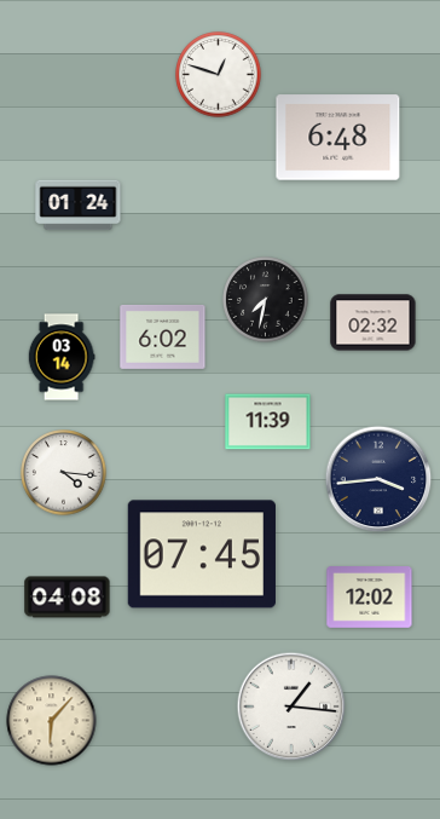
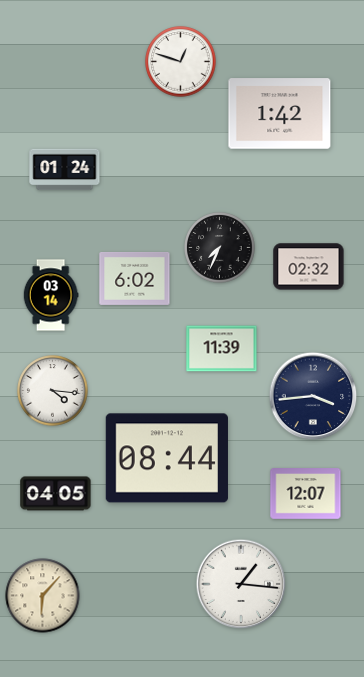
clock at (338, 138): 6:48 -> 1:42
clock at (266, 300): 7:32 -> 7:34
clock at (201, 554): 07:45 -> 08:44
clock at (68, 598): 04:08 -> 04:05
clock at (370, 598): 12:02 -> 12:07
